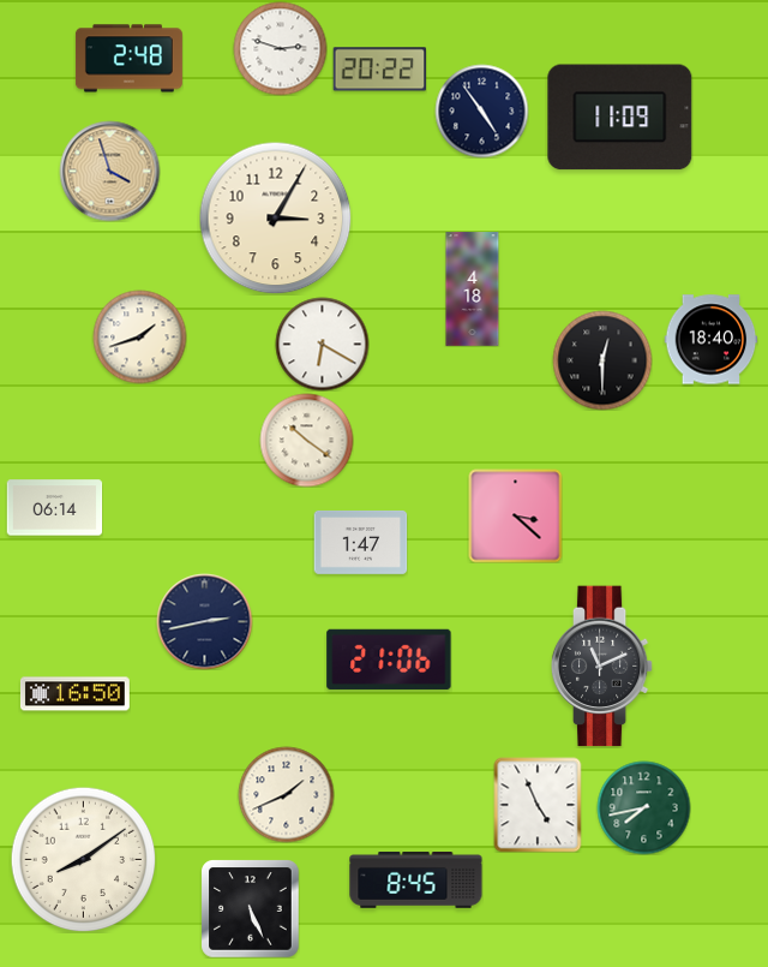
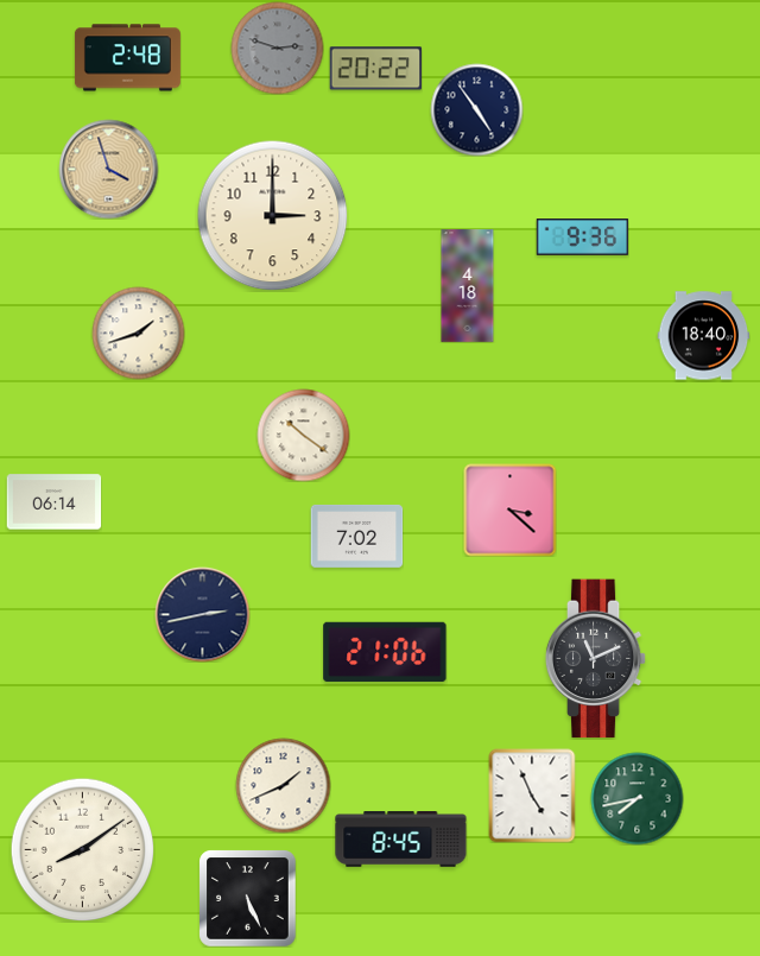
clock at (280, 48) dial: white -> grey
clock at (620, 118): 11:09 -> none
clock at (275, 217): 3:05 -> 3:00
clock at (582, 238): none -> 9:36
clock at (322, 344): 6:20 -> none
clock at (602, 360): 12:30 -> none
clock at (360, 542): 1:47 -> 7:02
clock at (74, 694): 16:50 -> none
clock at (416, 881) position: (416, 881) -> (401, 840)
